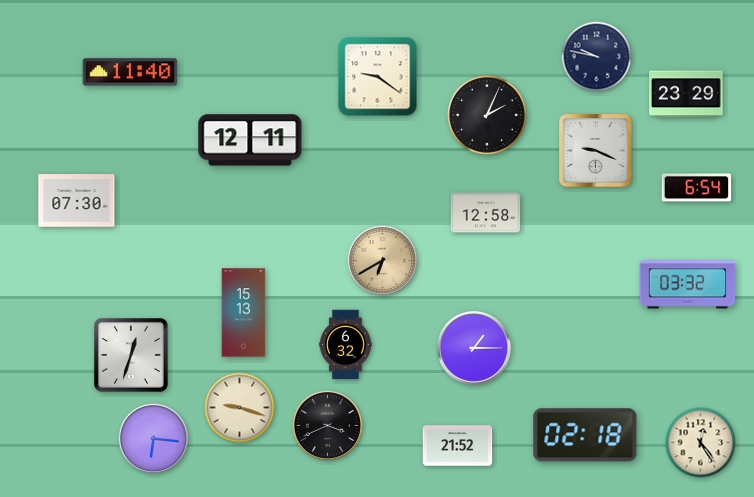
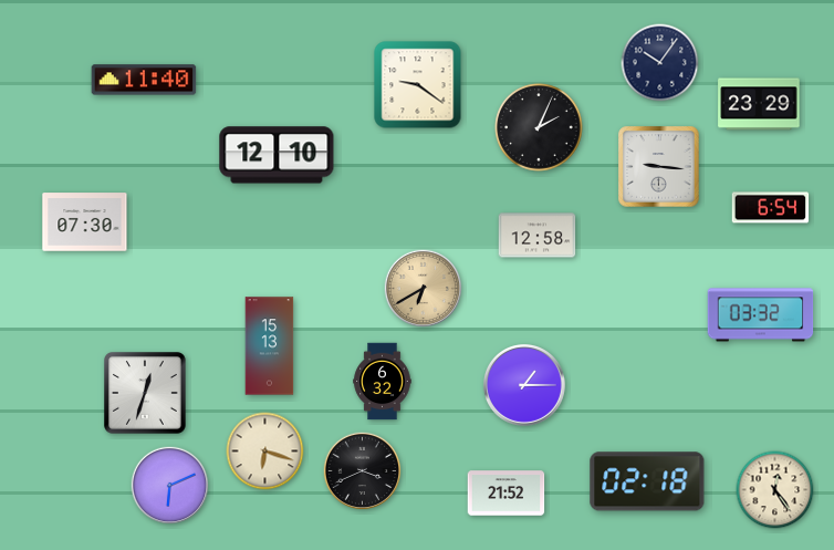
clock at (597, 57): 9:47 -> 10:06
clock at (250, 140): 12:11 -> 12:10
clock at (596, 151): 9:19 -> 9:16
clock at (240, 408): 9:18 -> 6:18
clock at (154, 439): 6:16 -> 6:11
